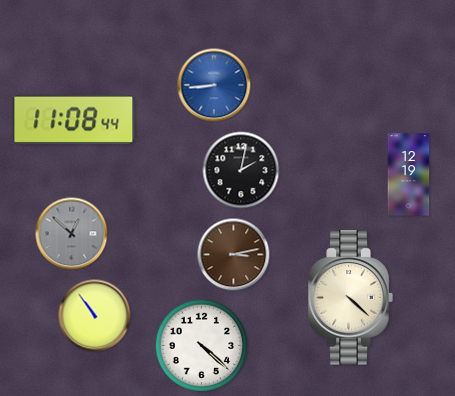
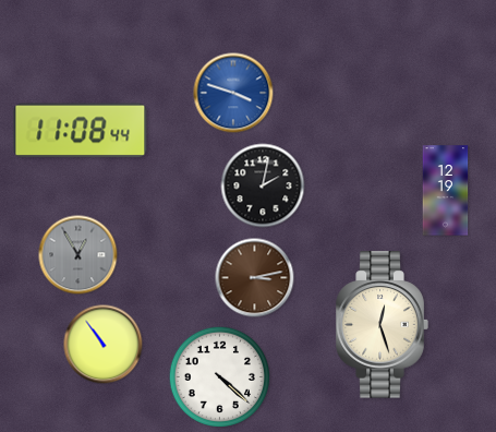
clock at (214, 85): 8:44 -> 3:48
clock at (72, 234): 12:52 -> 12:55
clock at (350, 298): 4:22 -> 12:27
